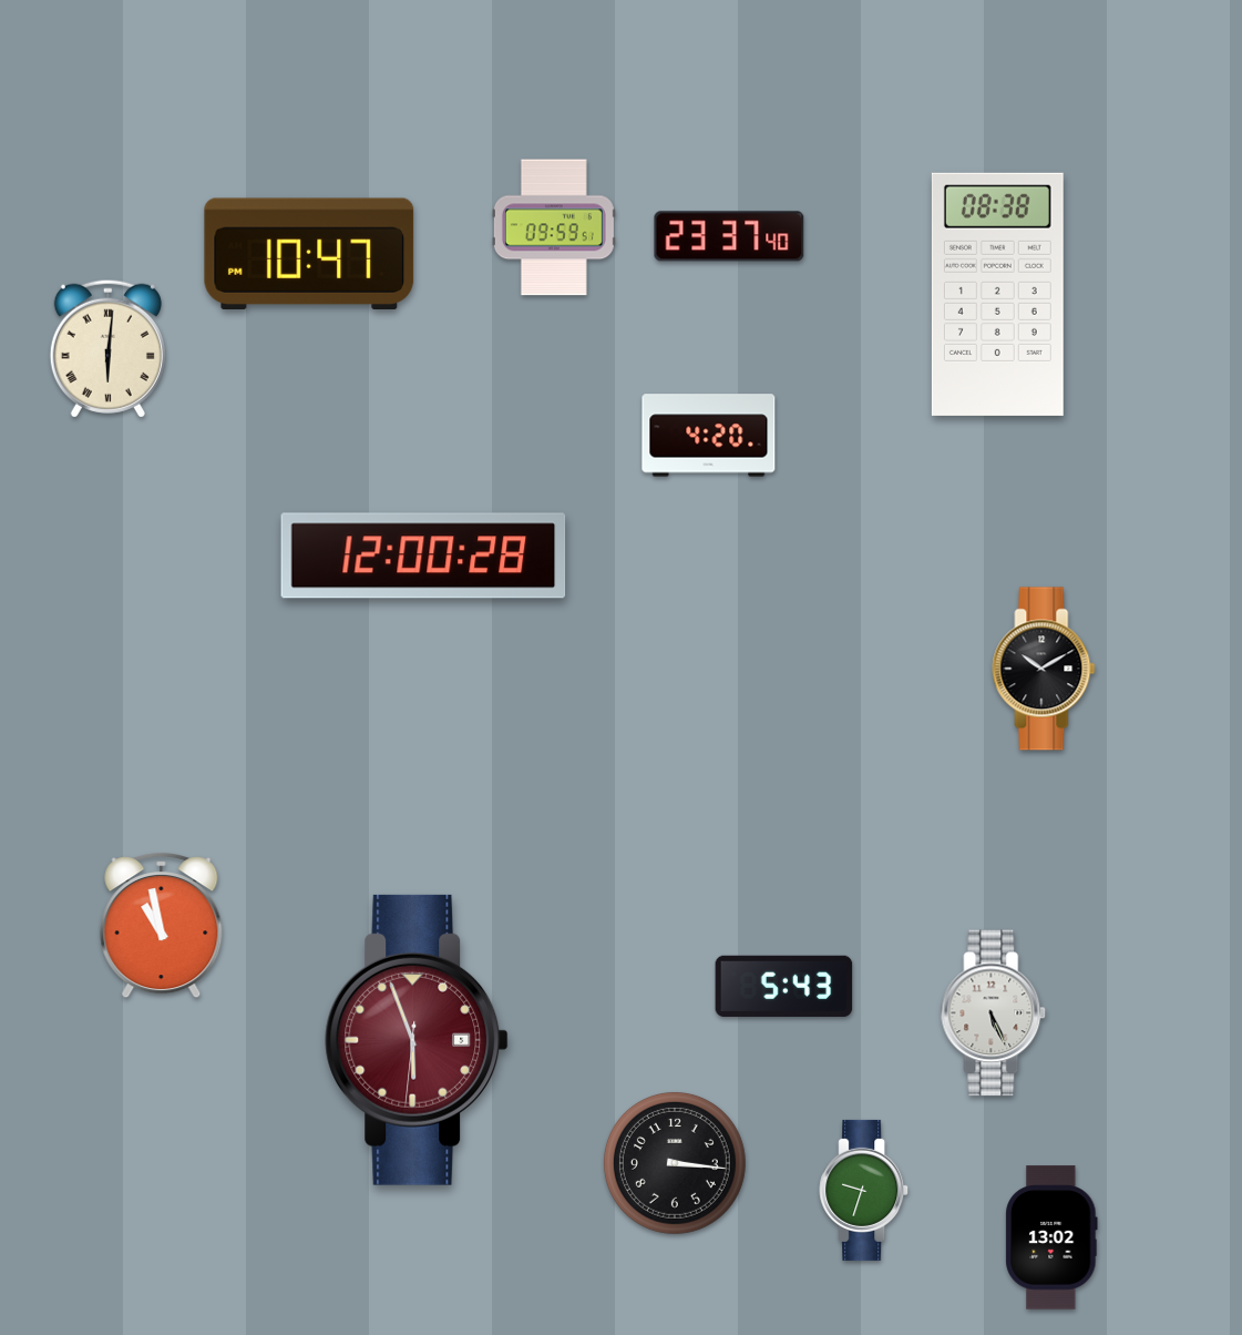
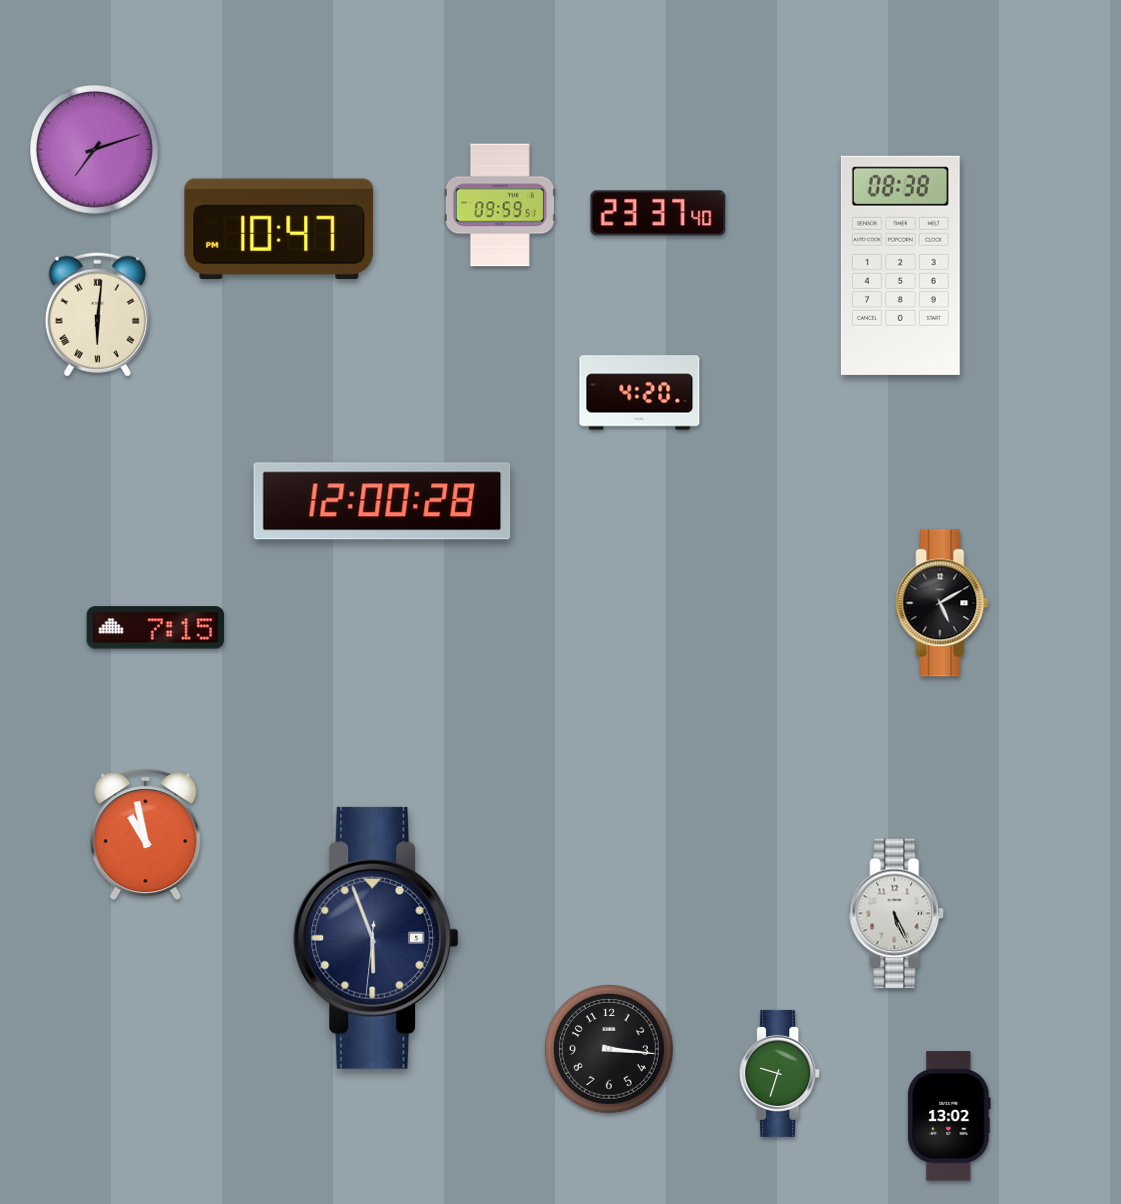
clock at (95, 150): none -> 7:12
clock at (1044, 669): 10:10 -> 5:10
clock at (156, 628): none -> 7:15
clock at (784, 986): 5:43 -> none
clock at (417, 1040) dial: burgundy -> navy
